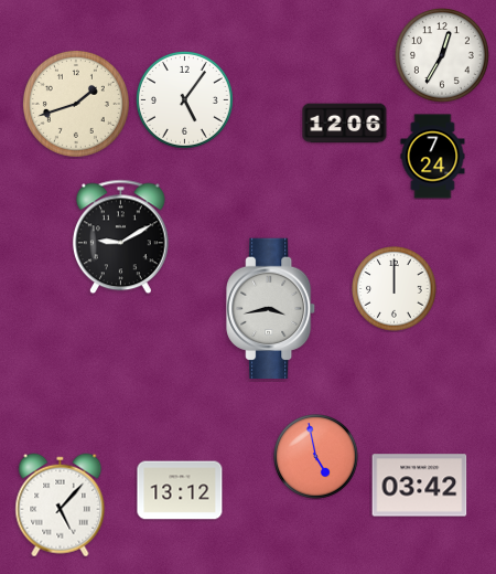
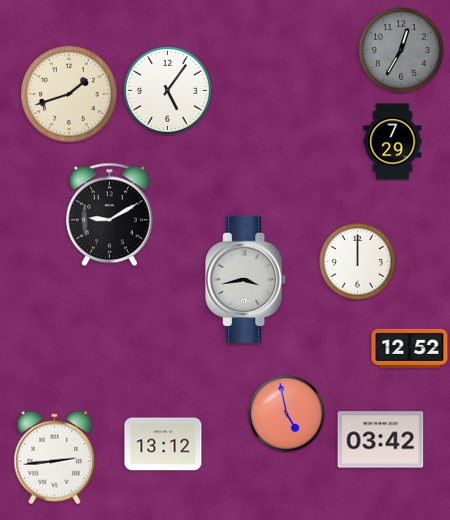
clock at (443, 56) dial: white -> grey
clock at (345, 124): 12:06 -> none
clock at (433, 157): 7:24 -> 7:29
clock at (410, 348): none -> 12:52
clock at (61, 506): 5:07 -> 2:44
